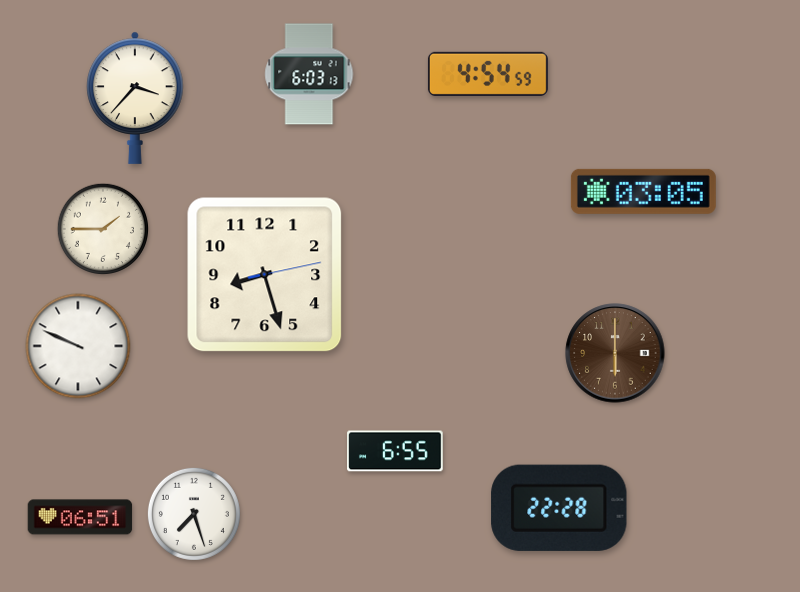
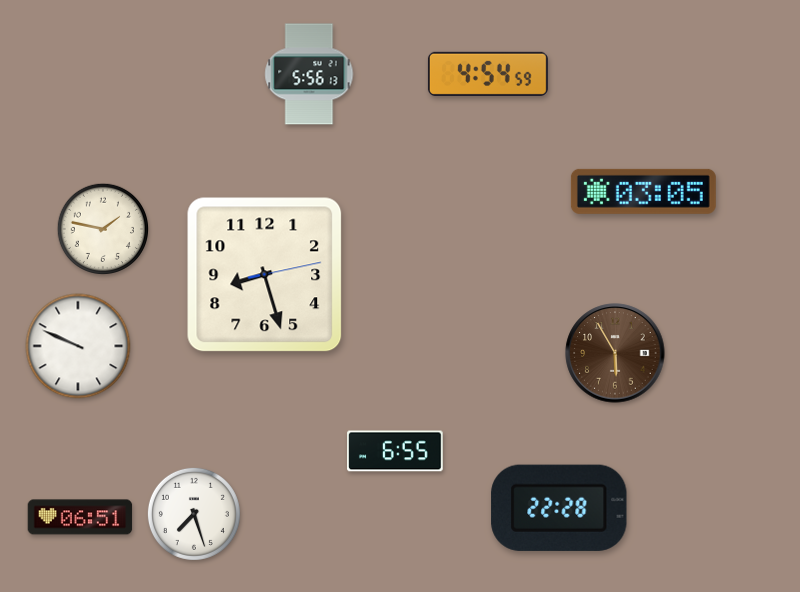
clock at (309, 74): 6:03 -> 5:56
clock at (135, 98): 3:37 -> none
clock at (102, 228): 1:45 -> 1:47
clock at (615, 353): 6:00 -> 5:55
